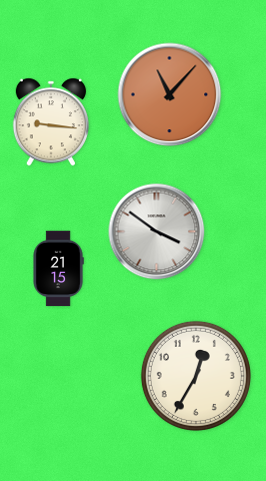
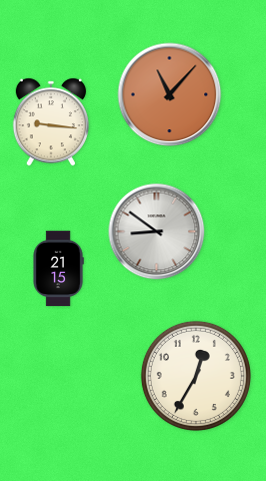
clock at (157, 232): 3:51 -> 8:51
